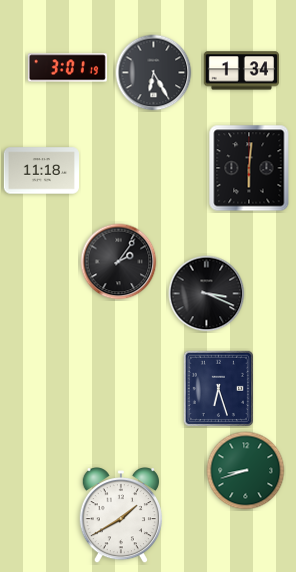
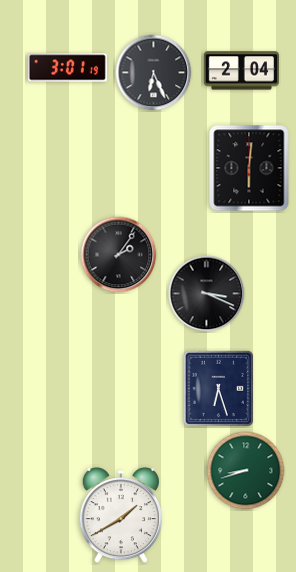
clock at (241, 71): 1:34 -> 2:04
clock at (154, 73): 6:25 -> 6:26
clock at (41, 171): 11:18 -> none
clock at (119, 262) position: (119, 262) -> (119, 255)
